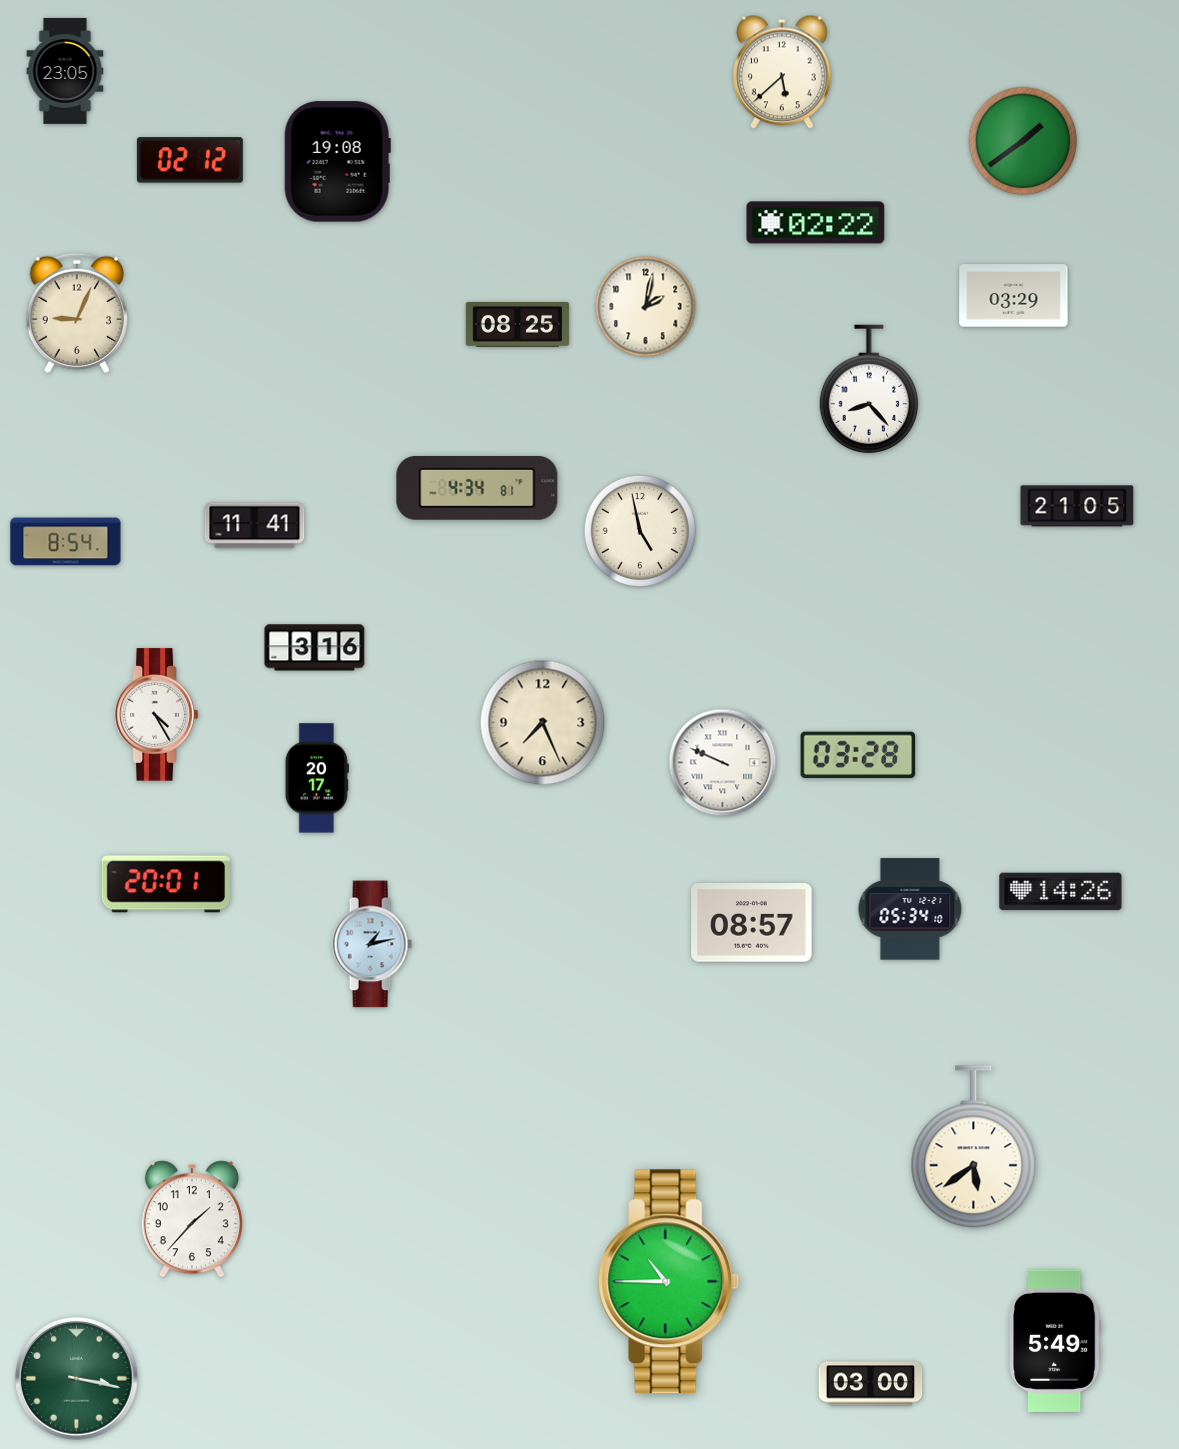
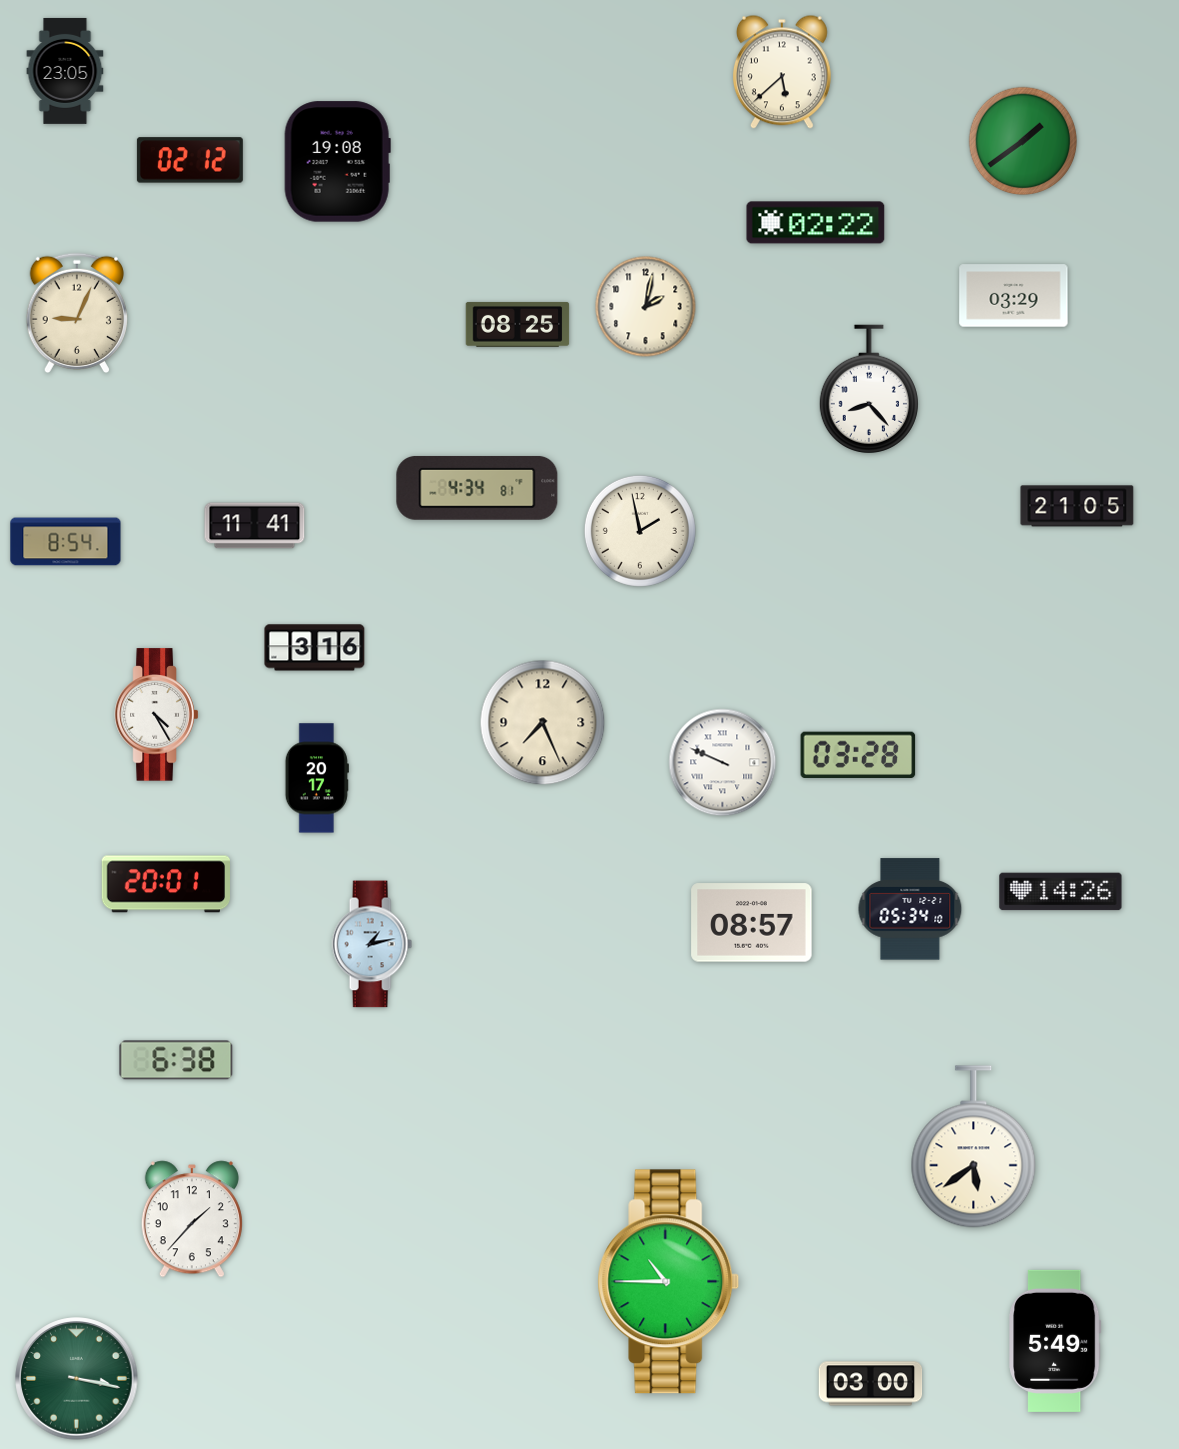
clock at (640, 531): 4:58 -> 1:58
clock at (176, 1060): none -> 6:38
